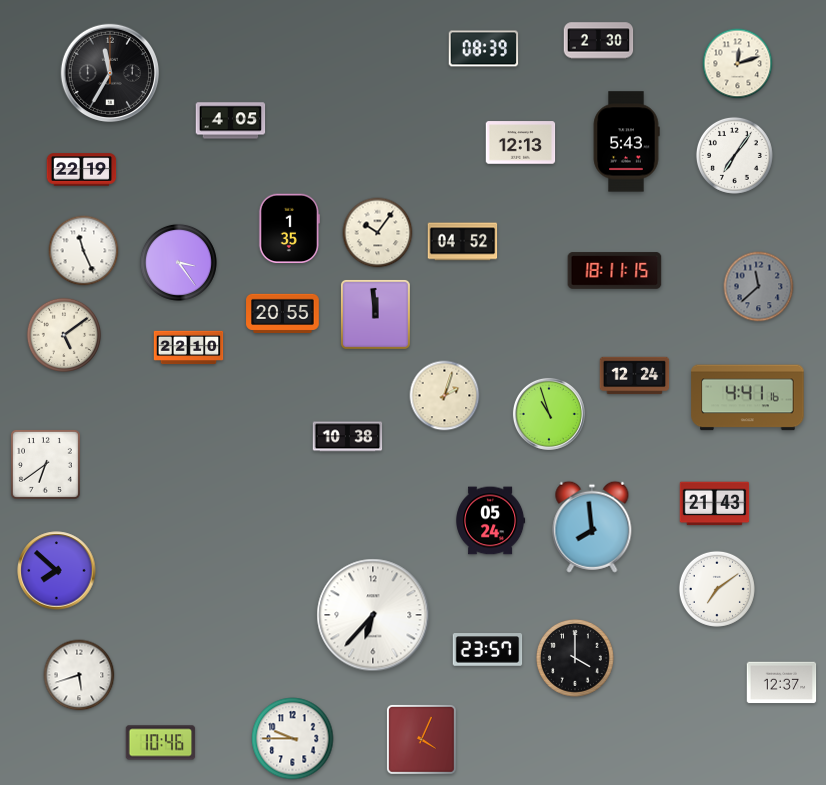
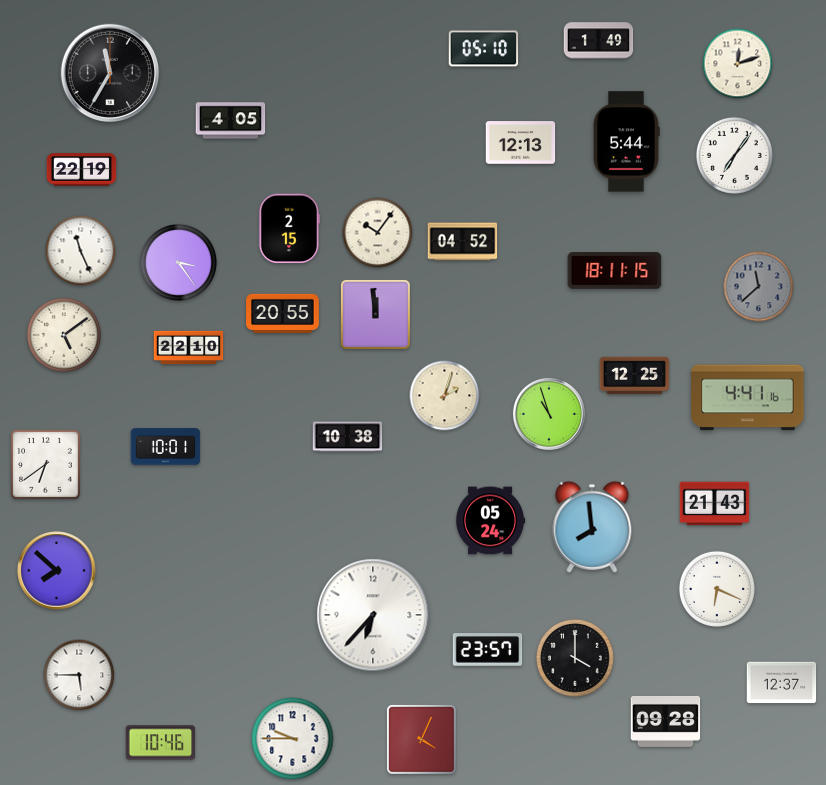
clock at (599, 41): 2:30 -> 1:49
clock at (484, 49): 08:39 -> 05:10
clock at (626, 142): 5:43 -> 5:44
clock at (289, 229): 1:35 -> 2:15
clock at (84, 251) position: (84, 251) -> (81, 251)
clock at (635, 376): 12:24 -> 12:25
clock at (166, 447): none -> 10:01
clock at (717, 589): 7:09 -> 6:19
clock at (79, 675): 5:42 -> 5:45
clock at (666, 721): none -> 09:28
